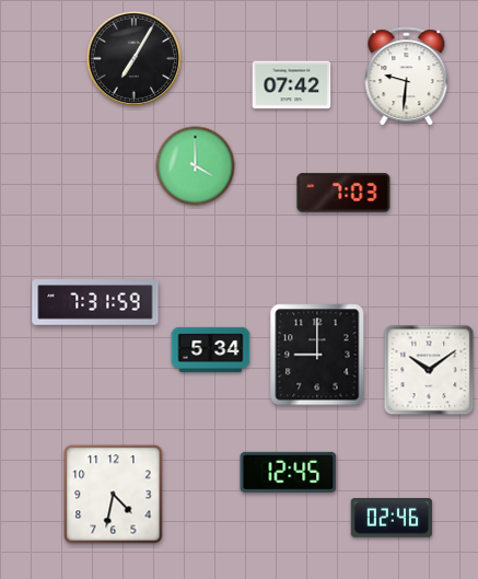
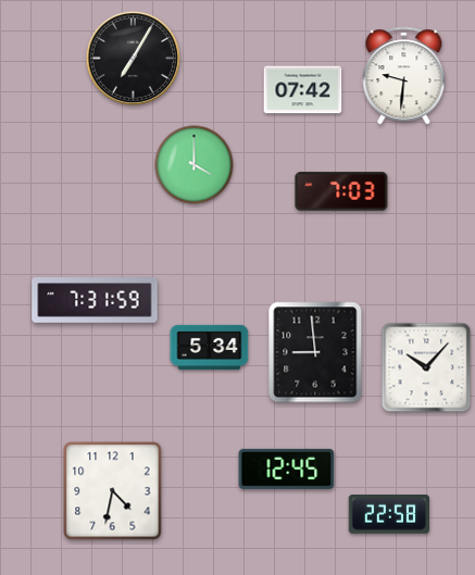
clock at (292, 85) position: (292, 85) -> (303, 90)
clock at (317, 355): 9:00 -> 8:59
clock at (429, 370): 10:09 -> 10:07
clock at (390, 519): 02:46 -> 22:58
